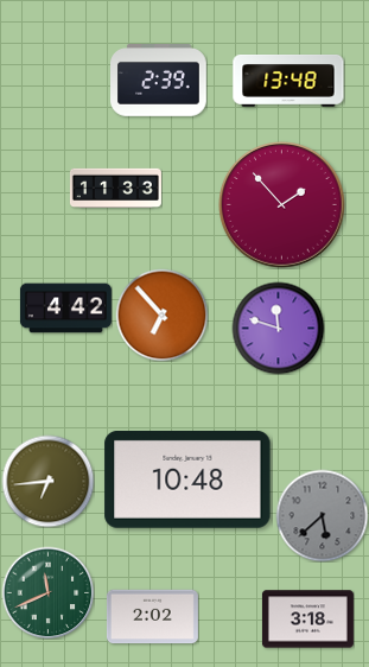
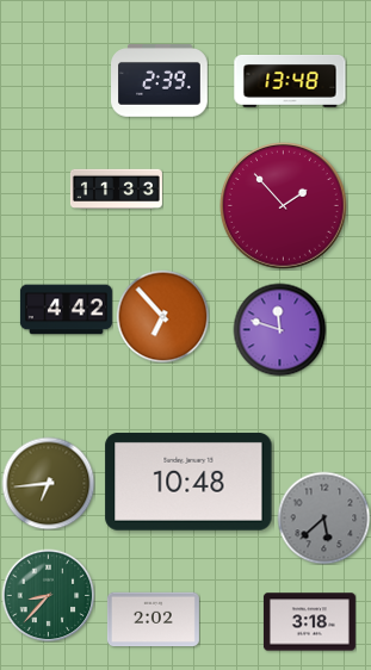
clock at (47, 592): 11:41 -> 8:37
